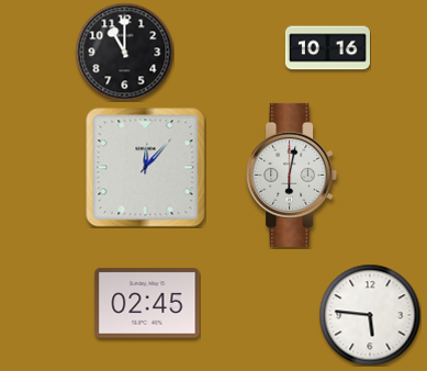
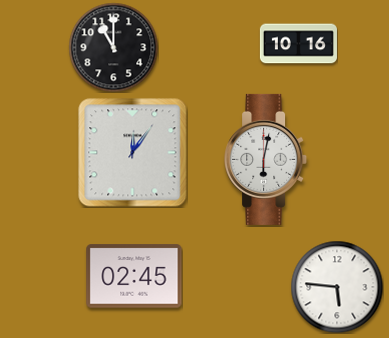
clock at (146, 168): 12:07 -> 12:06
